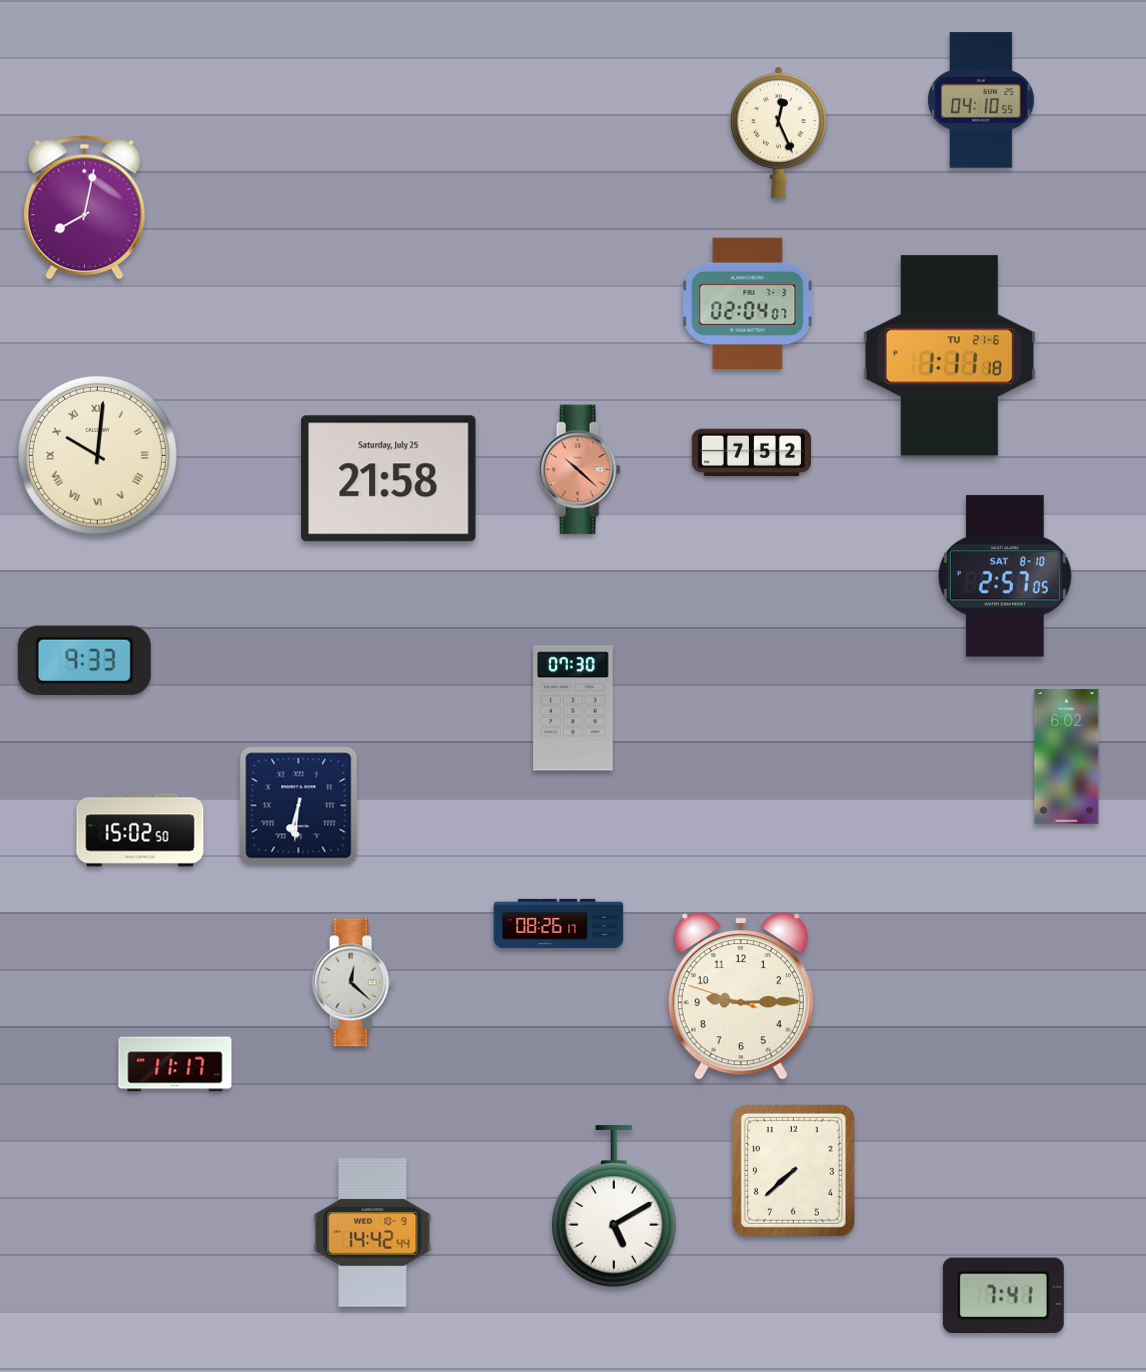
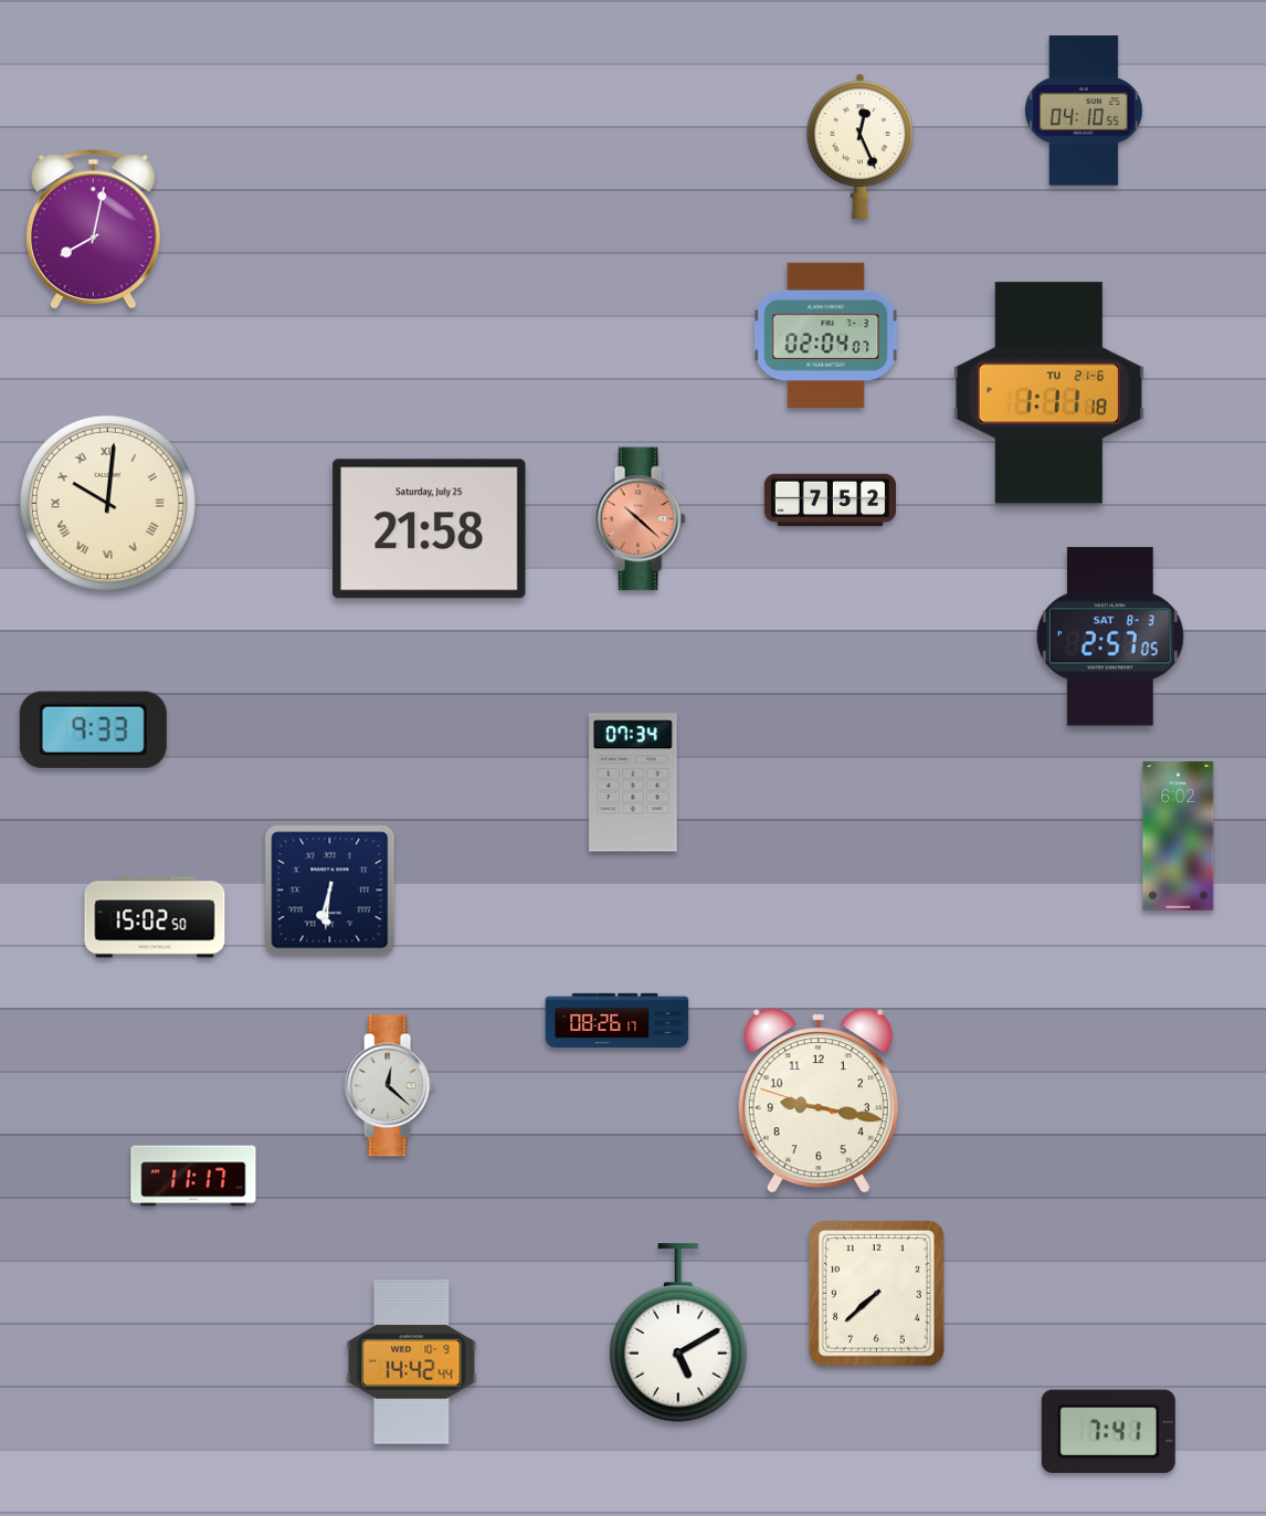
clock at (1005, 576) date: SAT 8-10 -> SAT 8-3
clock at (573, 708): 07:30 -> 07:34
clock at (741, 996): 9:14 -> 9:16
